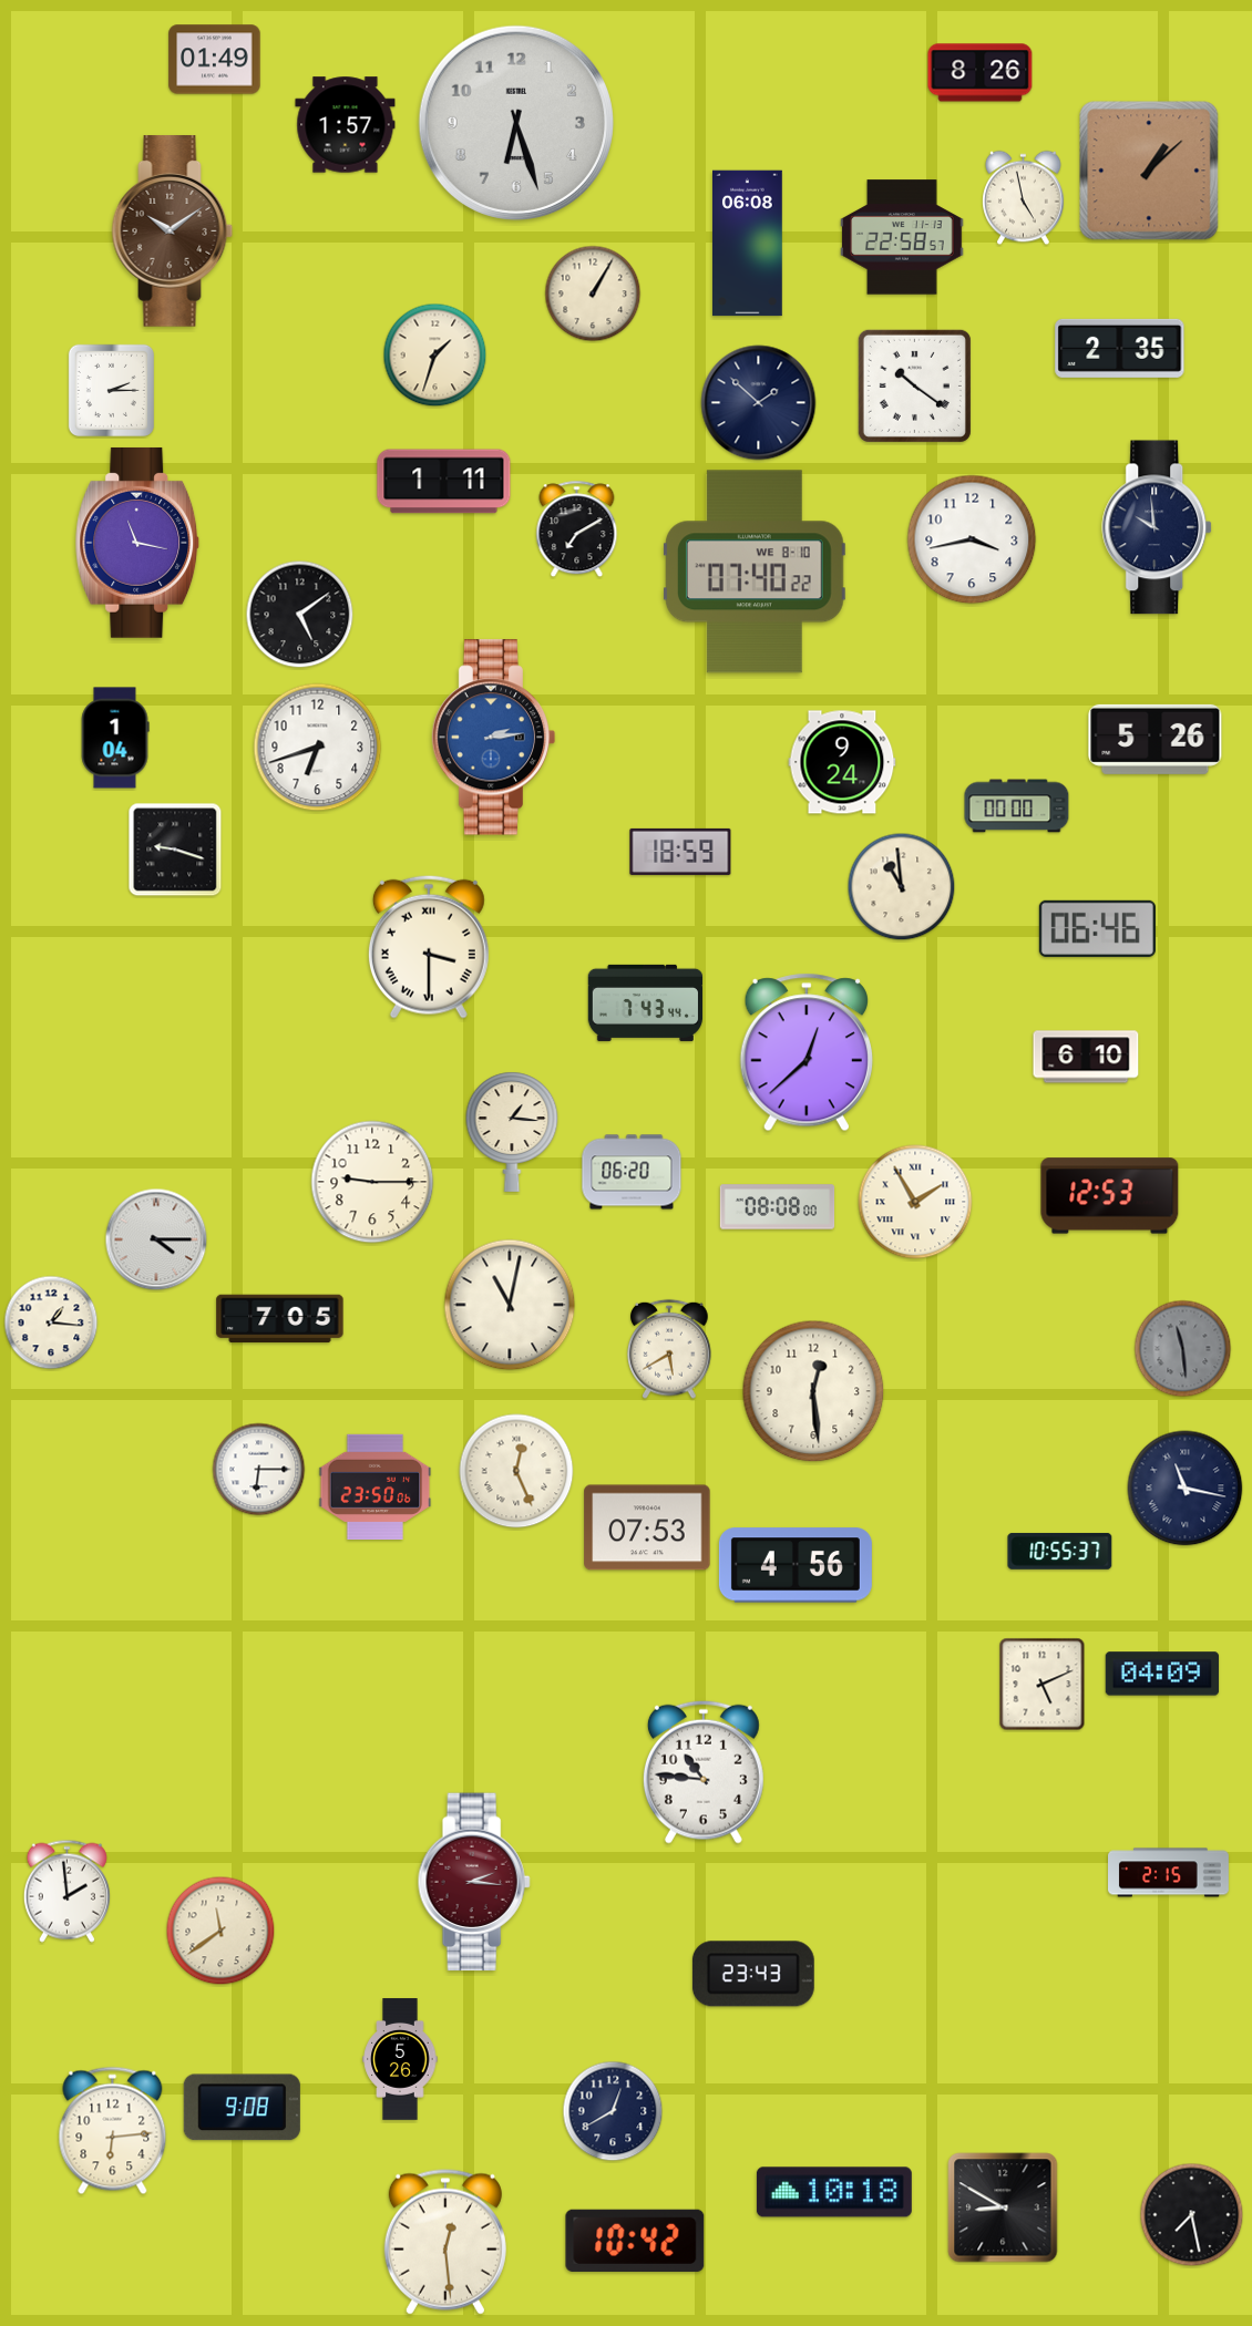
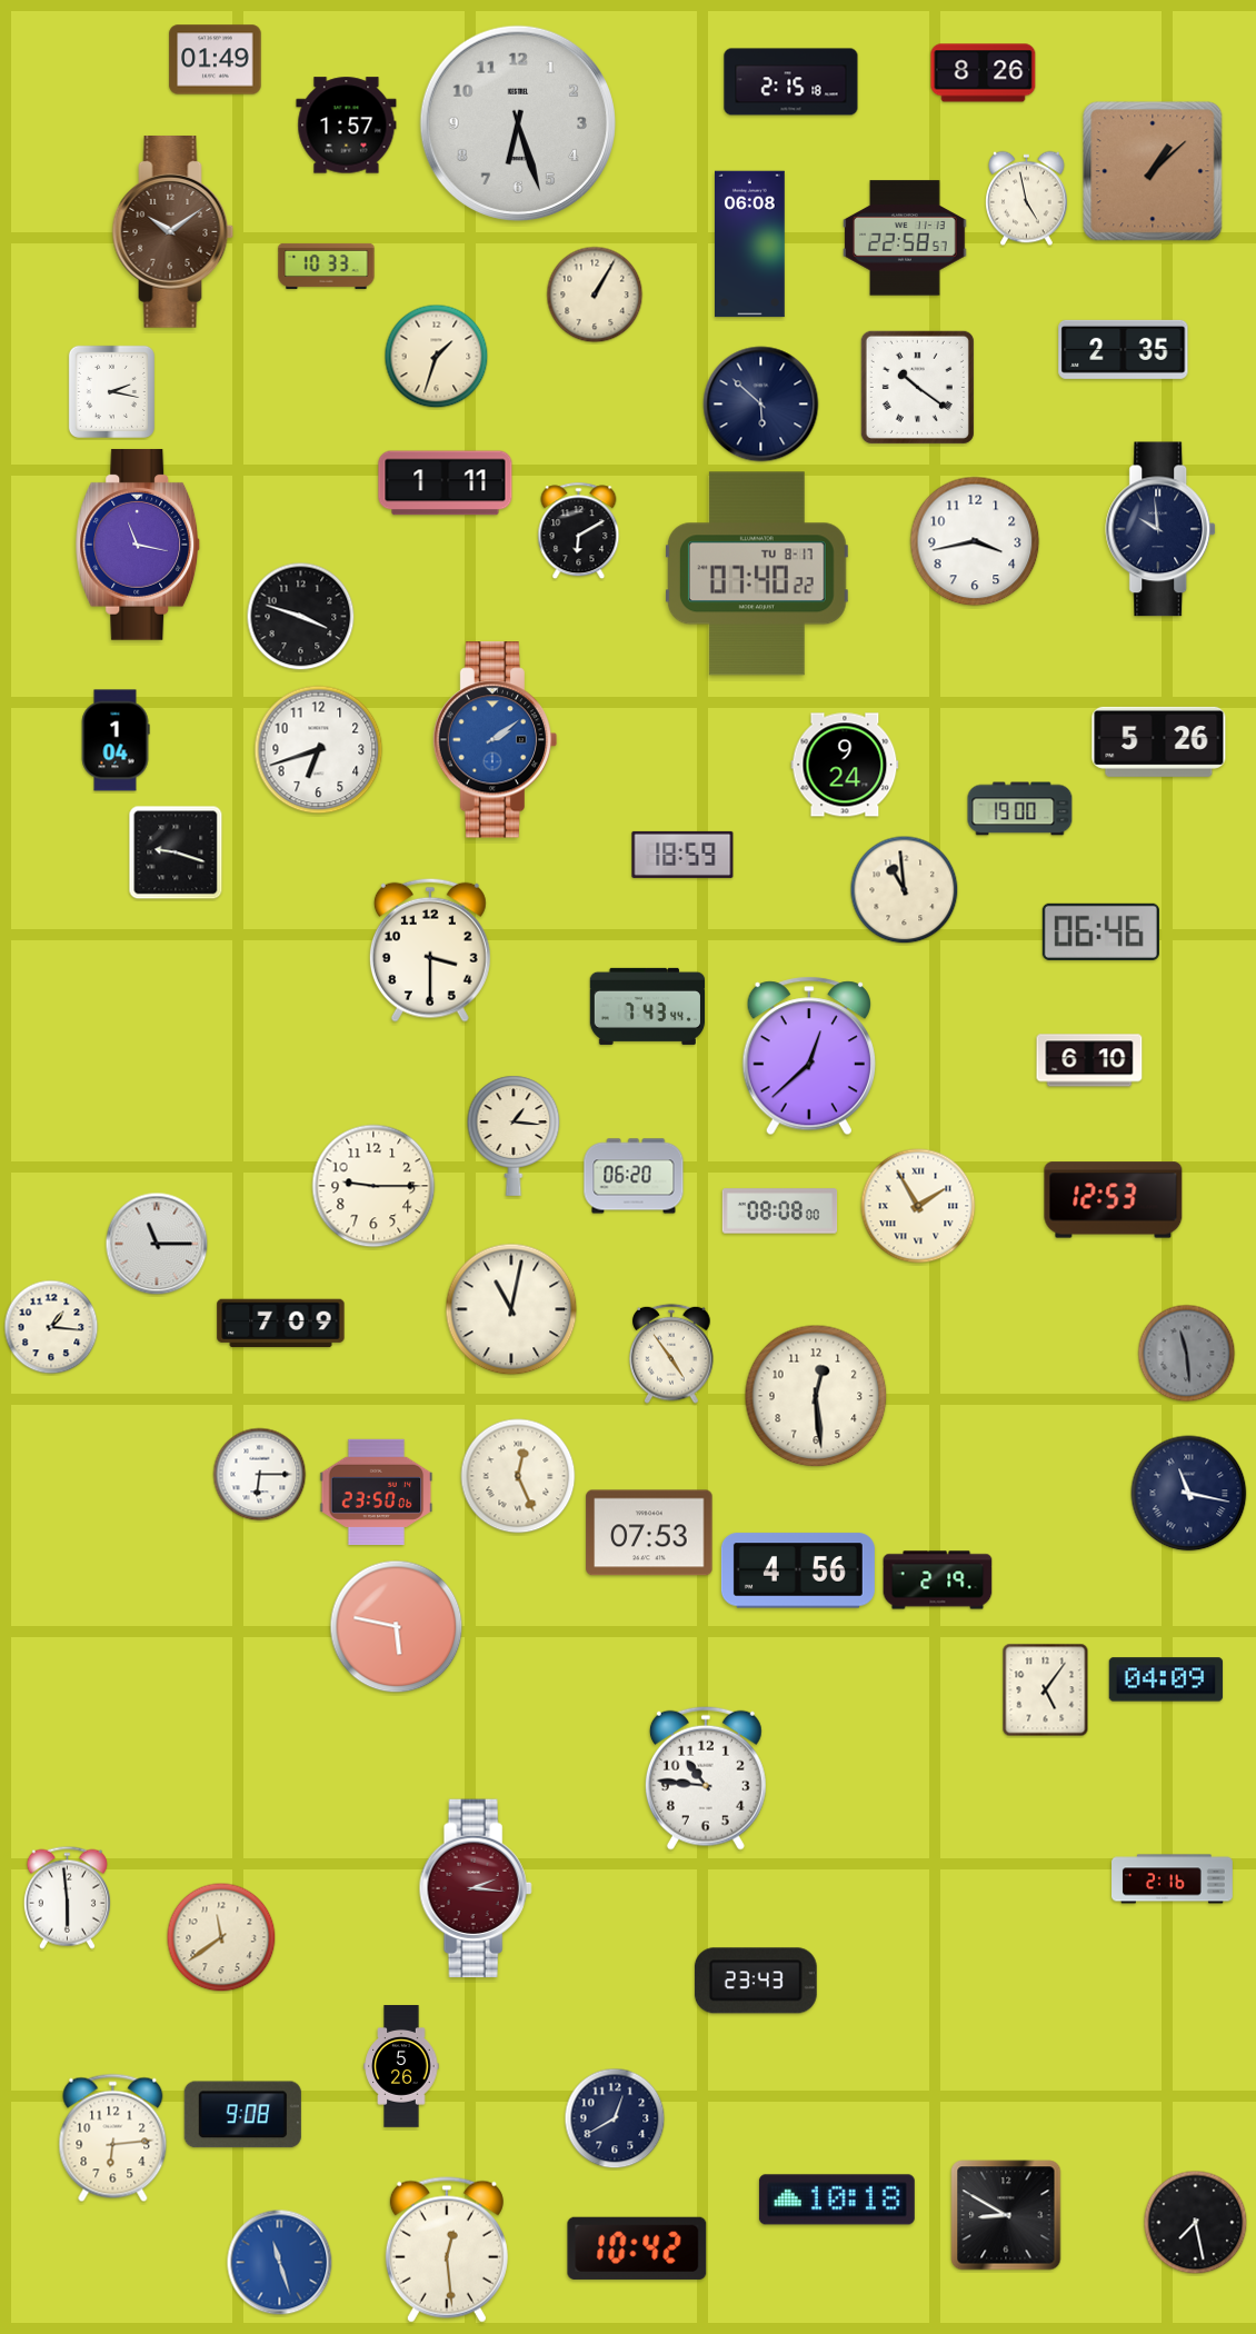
clock at (791, 82): none -> 2:15
clock at (327, 266): none -> 10:33
clock at (111, 390): 2:15 -> 2:17
clock at (759, 403): 1:52 -> 5:52
clock at (577, 529): 7:10 -> 6:10
clock at (755, 572) date: WE 8-10 -> TU 8-17
clock at (300, 615): 5:09 -> 3:48
clock at (494, 738): 2:14 -> 2:09
clock at (1017, 806): 00:00 -> 19:00
clock at (429, 947) numerals: Roman -> Arabic
clock at (156, 1239): 4:15 -> 11:15
clock at (280, 1319): 7:05 -> 7:09
clock at (669, 1349): 5:40 -> 4:54
clock at (1060, 1551): 10:55 -> none
clock at (938, 1580): none -> 2:19
clock at (397, 1627): none -> 5:47
clock at (1043, 1685): 5:11 -> 5:06
clock at (1169, 1873): 2:15 -> 2:16
clock at (66, 1891): 1:59 -> 5:59
clock at (280, 2263): none -> 11:27
